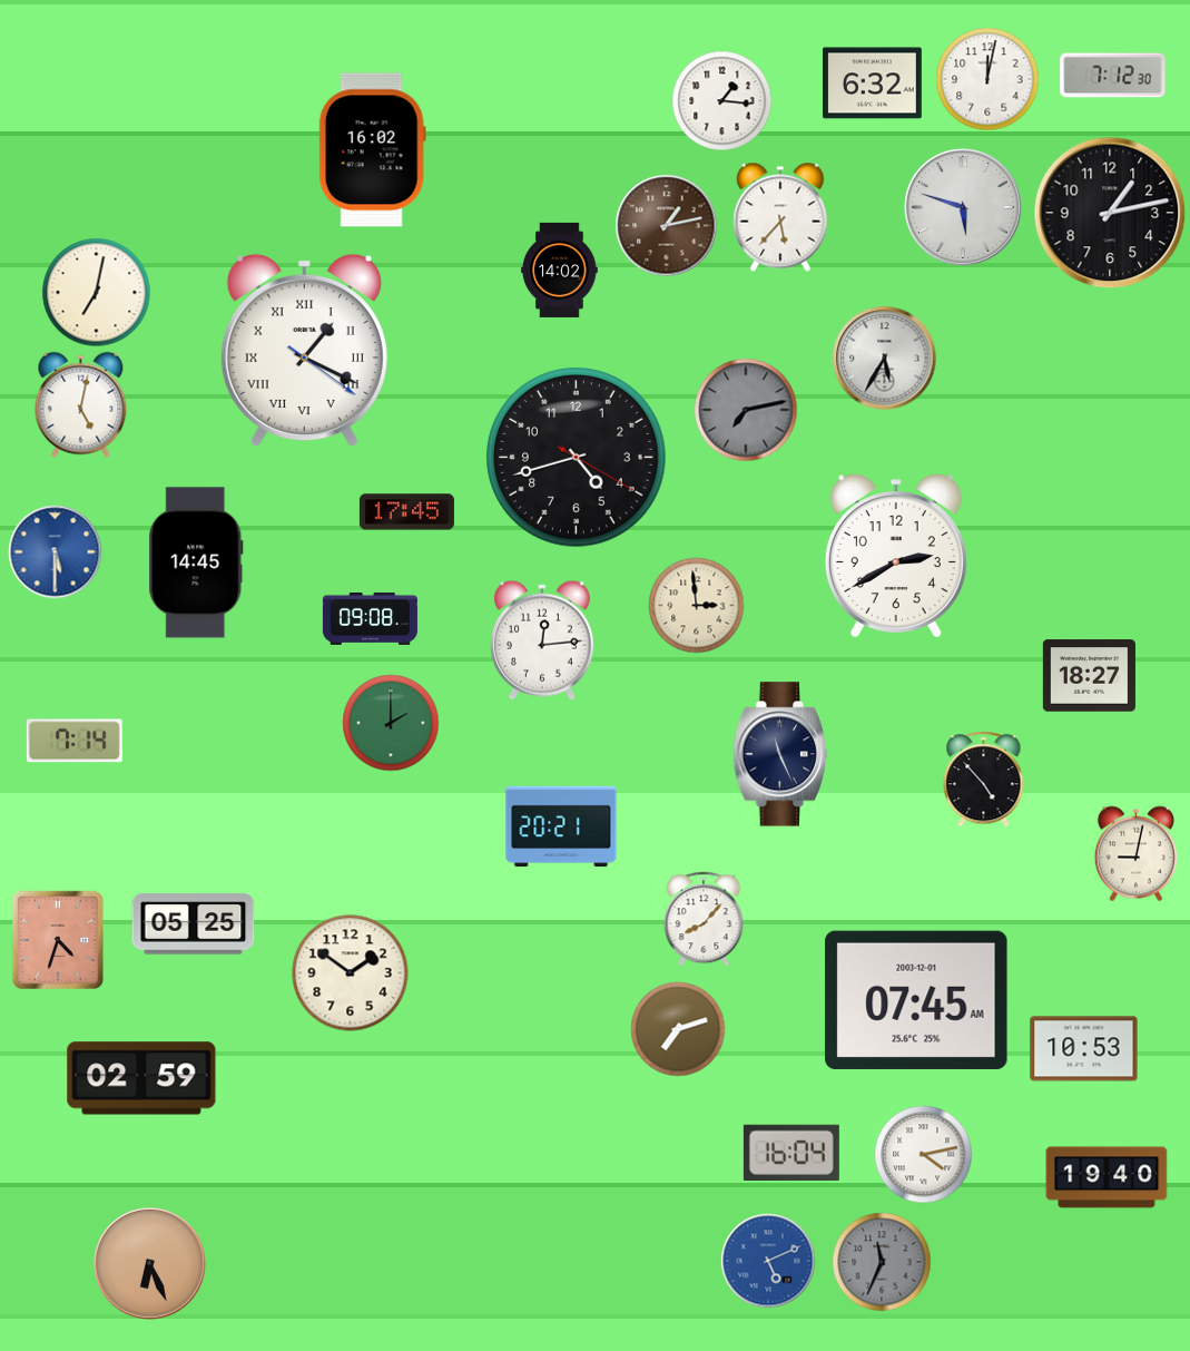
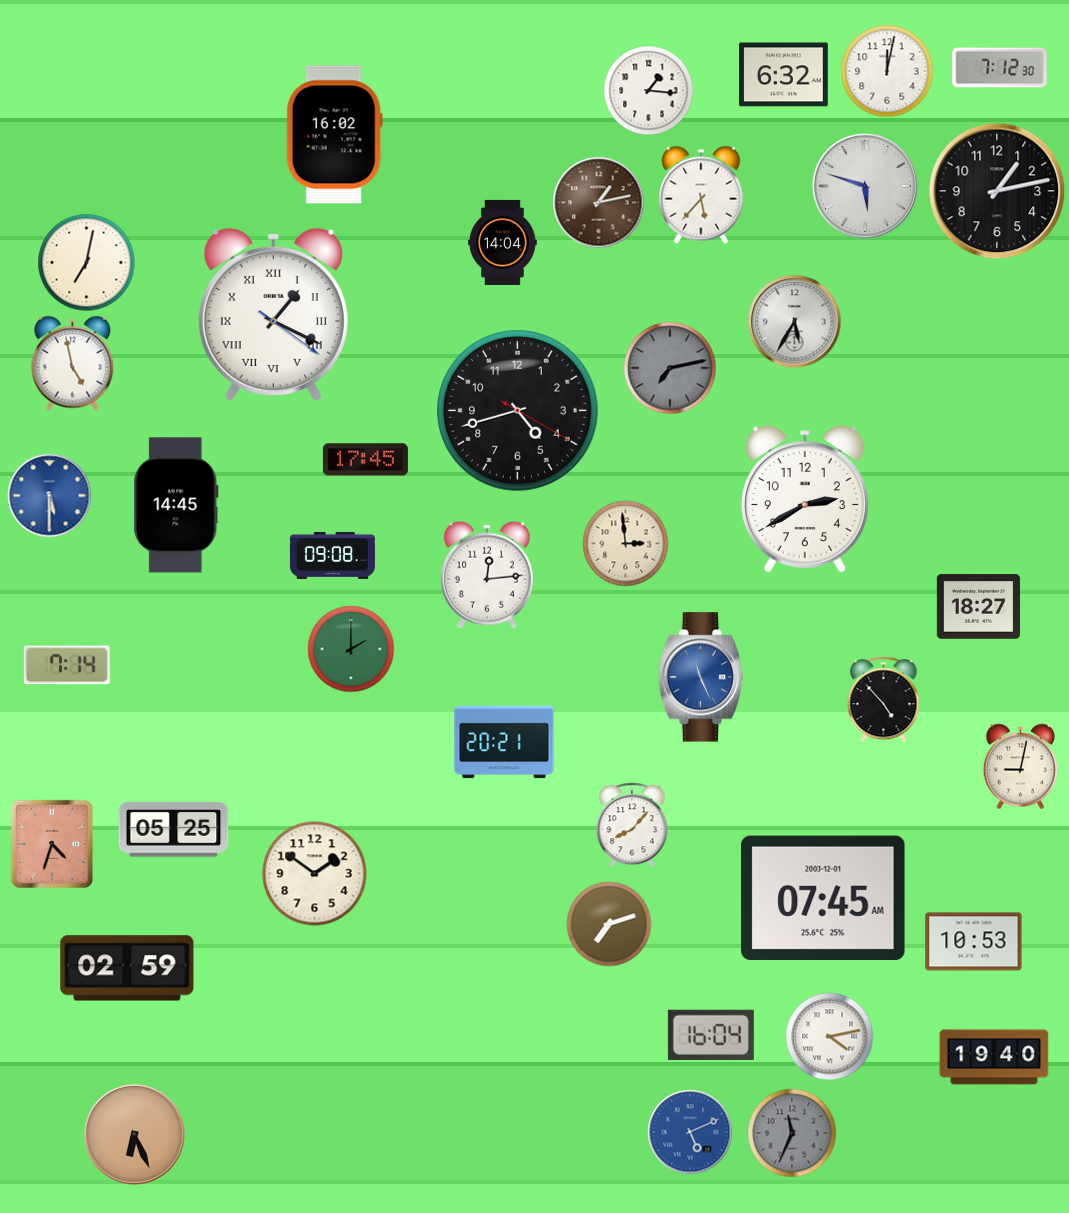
clock at (560, 270): 14:02 -> 14:04
clock at (81, 405): 5:02 -> 4:58
clock at (780, 754) dial: navy -> blue
